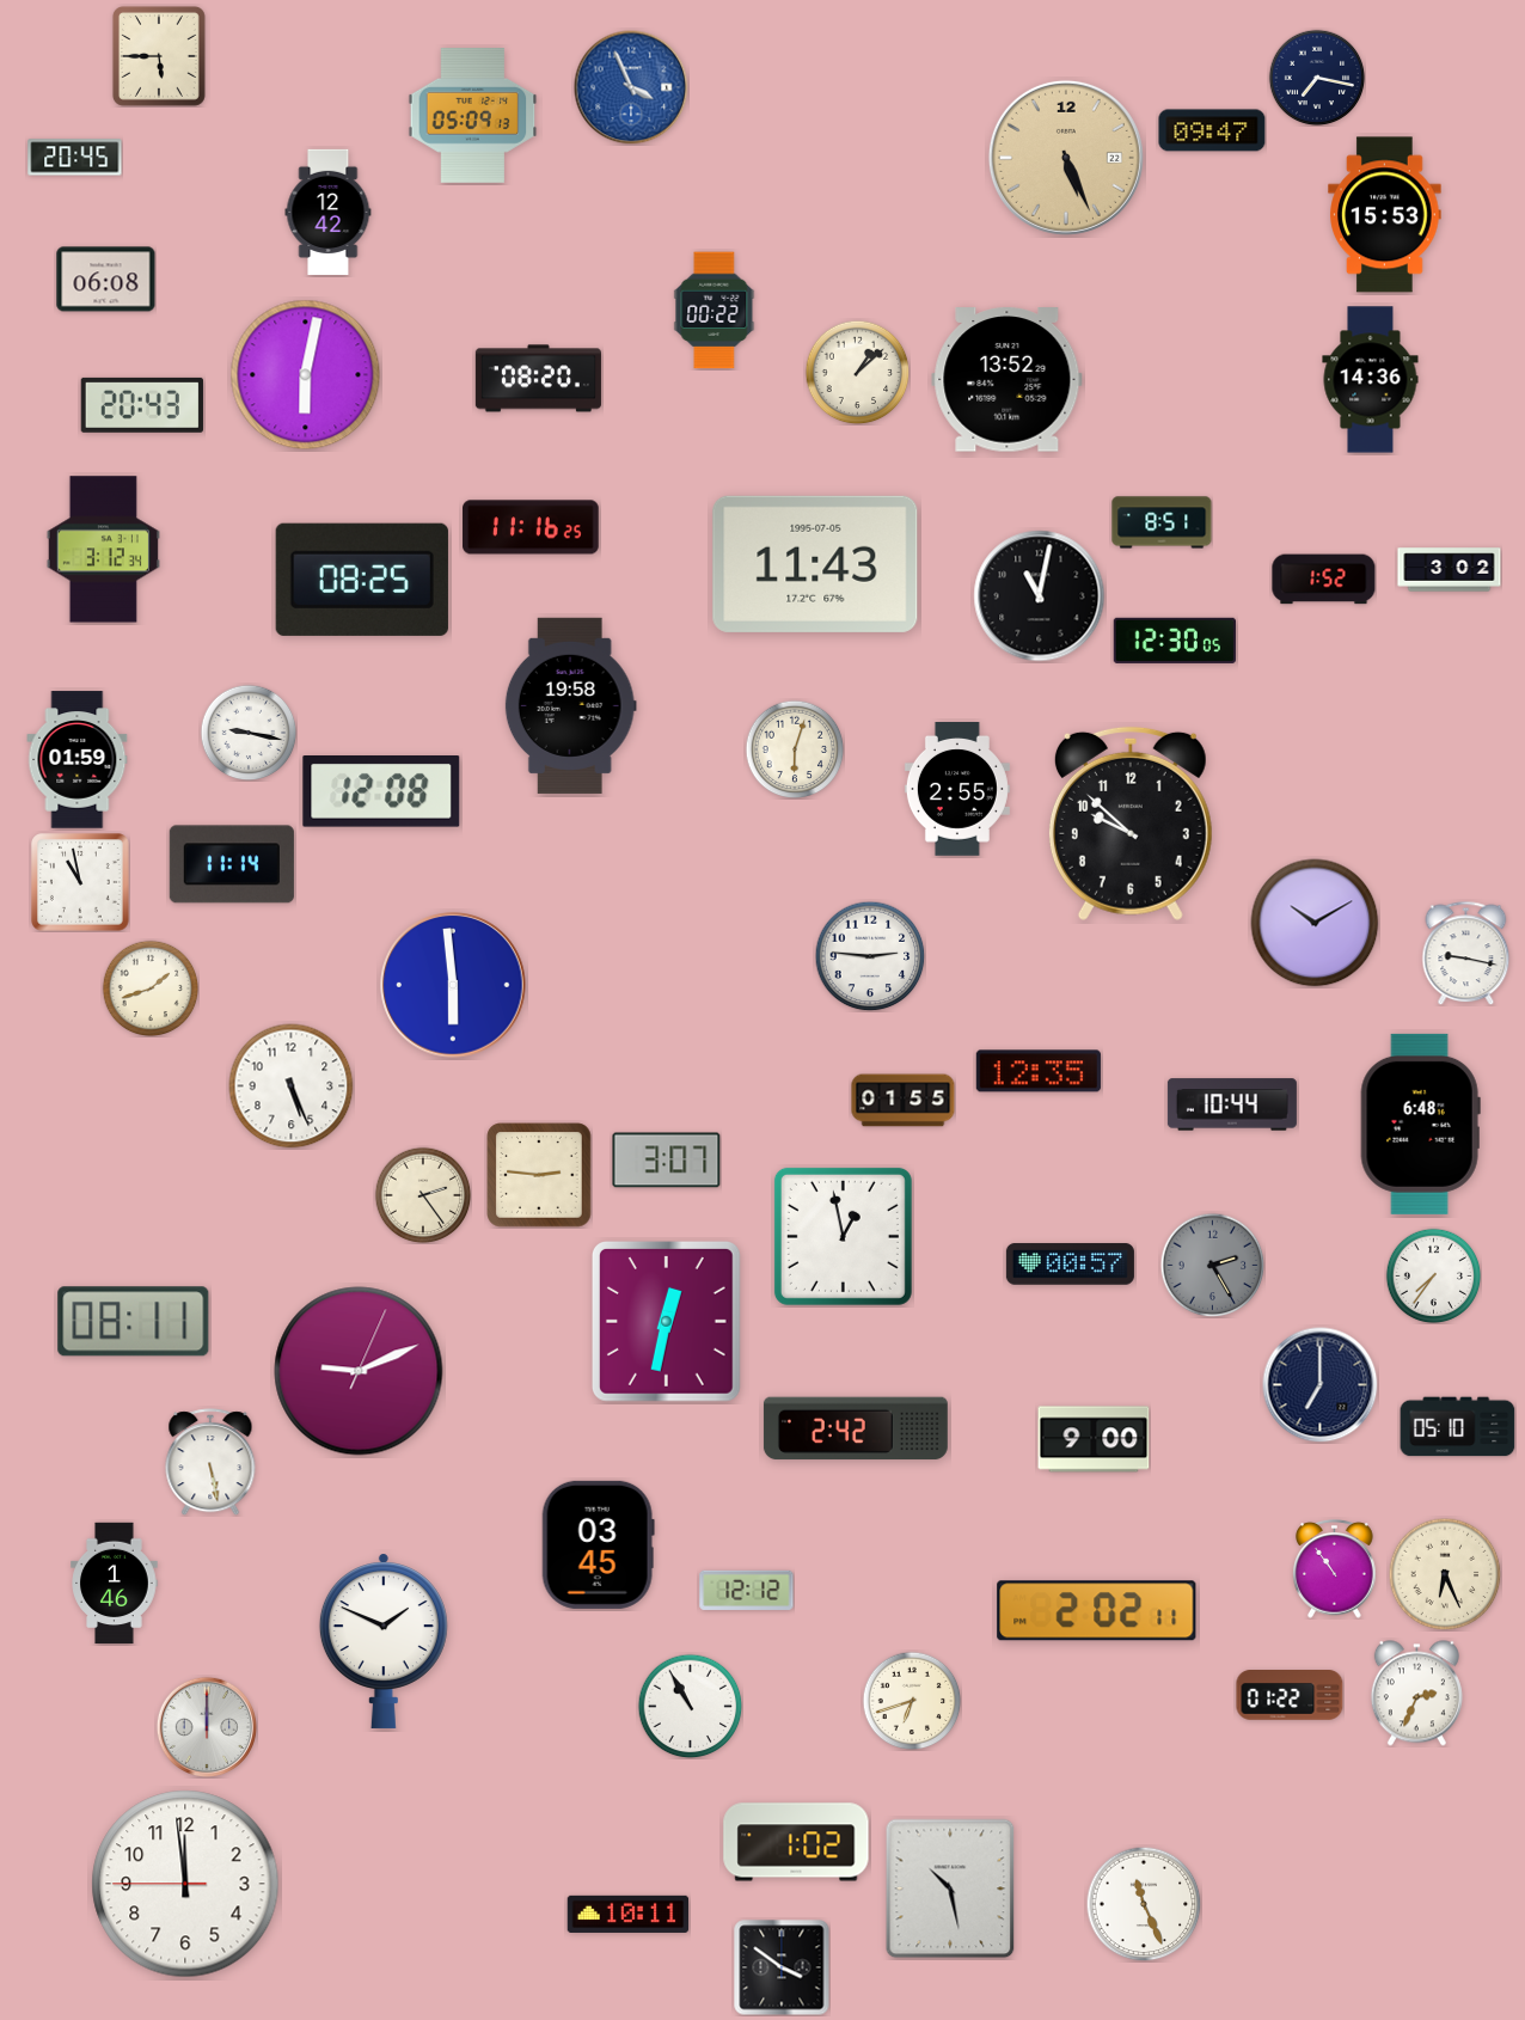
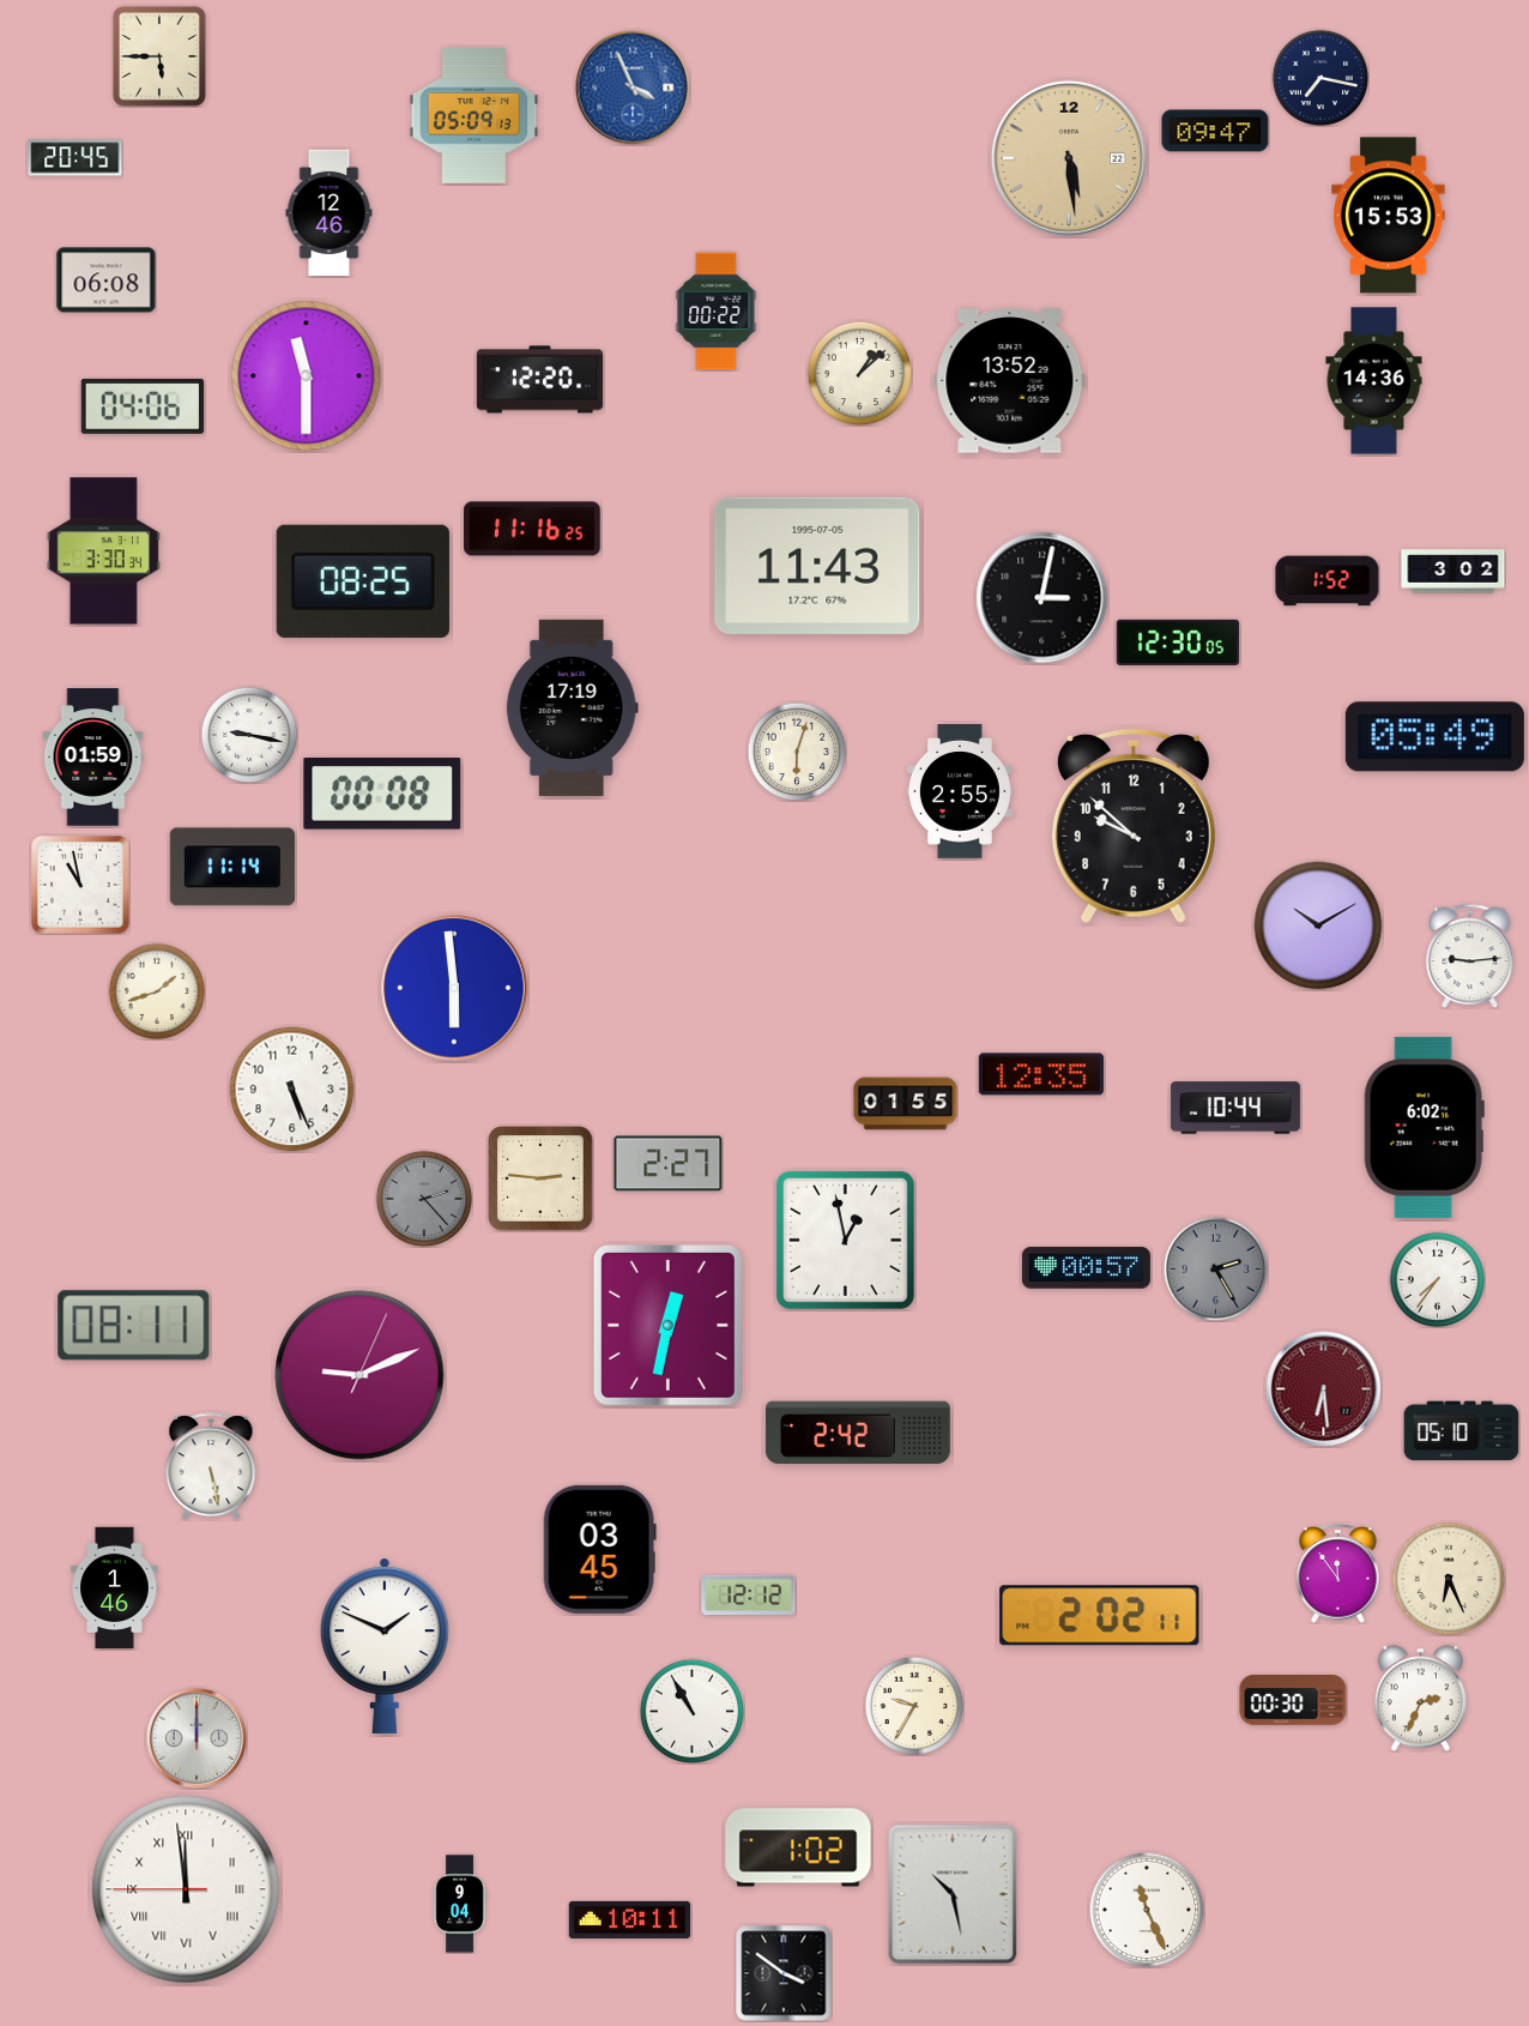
clock at (1066, 158): 5:26 -> 5:29
clock at (329, 212): 12:42 -> 12:46
clock at (306, 375): 6:02 -> 11:30
clock at (538, 379): 08:20 -> 12:20
clock at (142, 405): 20:43 -> 04:06
clock at (1162, 522): 8:51 -> none
clock at (103, 550): 3:12 -> 3:30
clock at (1040, 596): 11:02 -> 3:02
clock at (570, 705): 19:58 -> 17:19
clock at (1434, 737): none -> 05:49
clock at (78, 760) position: (78, 760) -> (93, 758)
clock at (381, 792): 12:08 -> 00:08
clock at (1466, 953): 9:17 -> 9:14
clock at (870, 956): 2:46 -> none
clock at (151, 988) position: (151, 988) -> (157, 991)
clock at (1420, 1124): 6:48 -> 6:02
clock at (667, 1161): 3:07 -> 2:27
clock at (423, 1195): 2:24 -> 2:23
clock at (423, 1195) dial: cream -> grey
clock at (1070, 1265) position: (1070, 1265) -> (1086, 1268)
clock at (1321, 1385): 7:00 -> 6:29
clock at (1321, 1385) dial: navy -> burgundy
clock at (1094, 1439): 9:00 -> none
clock at (1335, 1569): 10:54 -> 11:54
clock at (1290, 1695): 01:22 -> 00:30
clock at (912, 1701): 6:42 -> 9:35
clock at (206, 1726) position: (206, 1726) -> (195, 1737)
clock at (185, 1884) numerals: Arabic -> Roman
clock at (460, 1904): none -> 9:04
